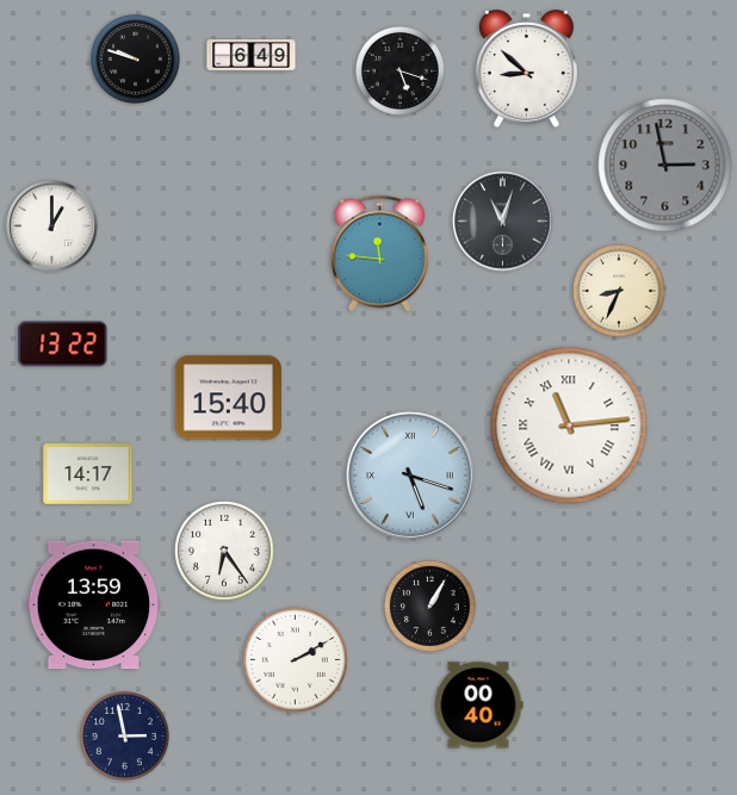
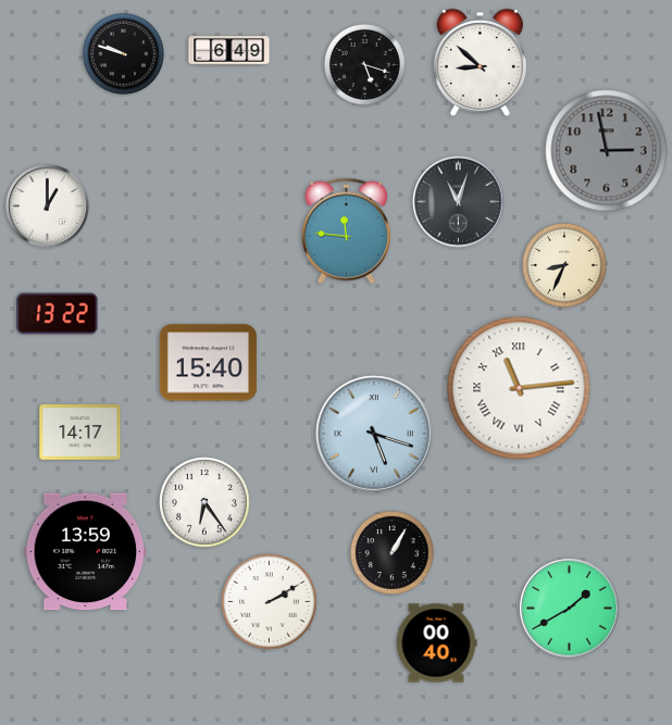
clock at (570, 609): none -> 1:40
clock at (124, 735): 2:58 -> none
